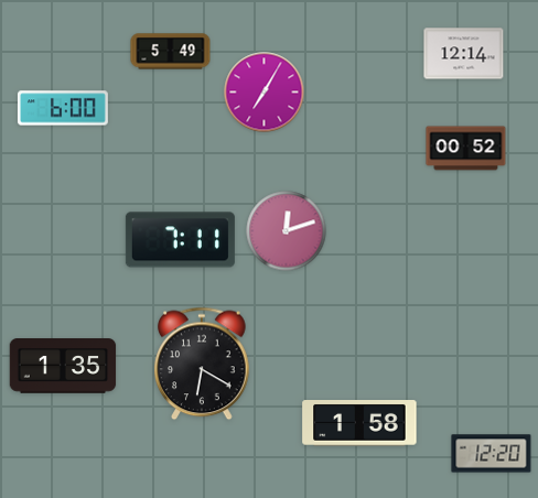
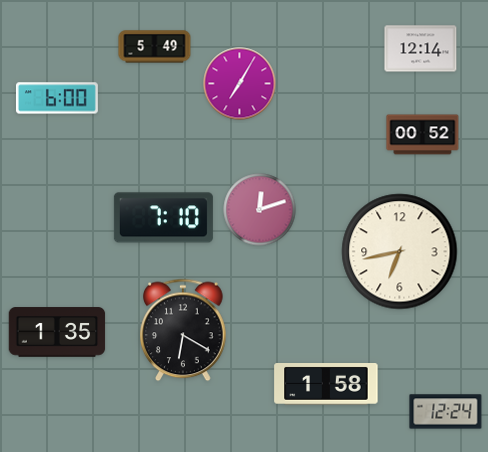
clock at (180, 240): 7:11 -> 7:10
clock at (400, 252): none -> 6:43
clock at (492, 454): 12:20 -> 12:24
